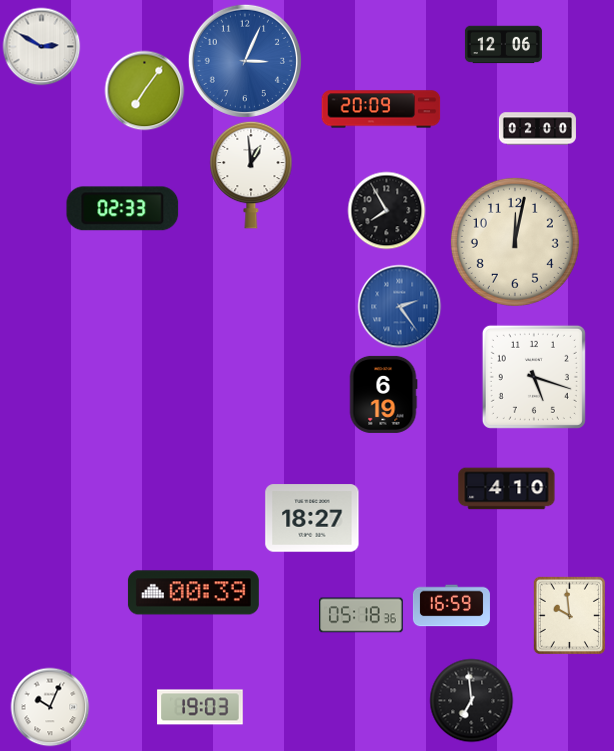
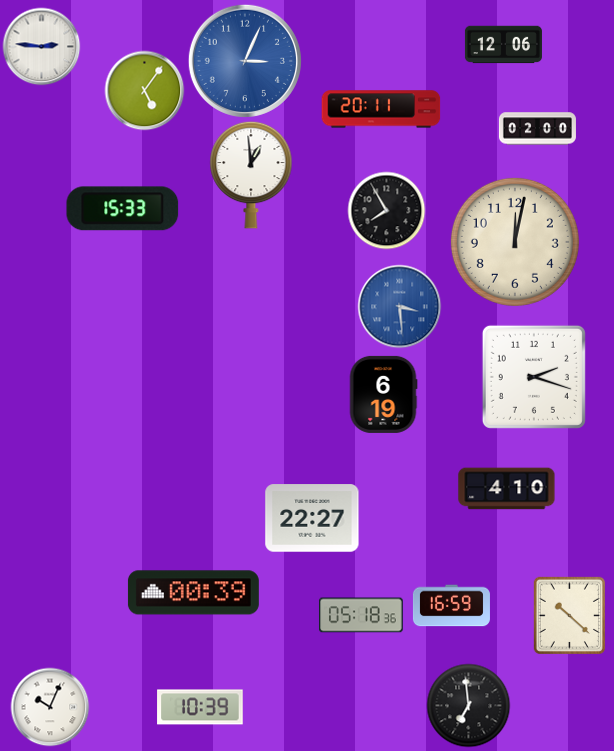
clock at (41, 46): 2:50 -> 2:46
clock at (144, 90): 7:06 -> 5:06
clock at (381, 109): 20:09 -> 20:11
clock at (123, 209): 02:33 -> 15:33
clock at (399, 306): 2:24 -> 3:29
clock at (534, 377): 5:18 -> 2:18
clock at (312, 518): 18:27 -> 22:27
clock at (569, 615): 9:59 -> 10:22
clock at (471, 700) position: (471, 700) -> (468, 705)
clock at (200, 707): 19:03 -> 10:39
